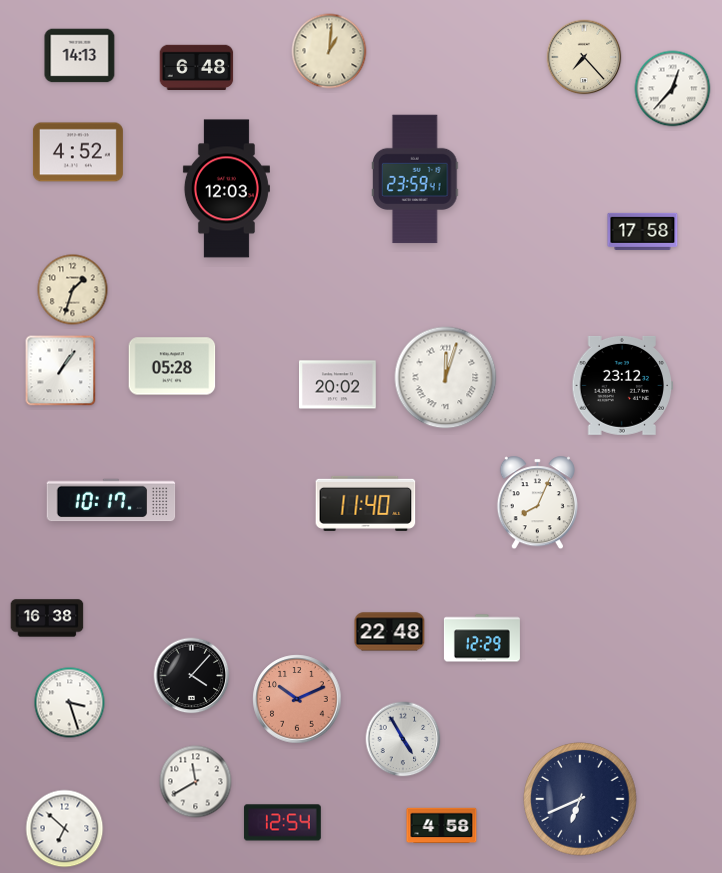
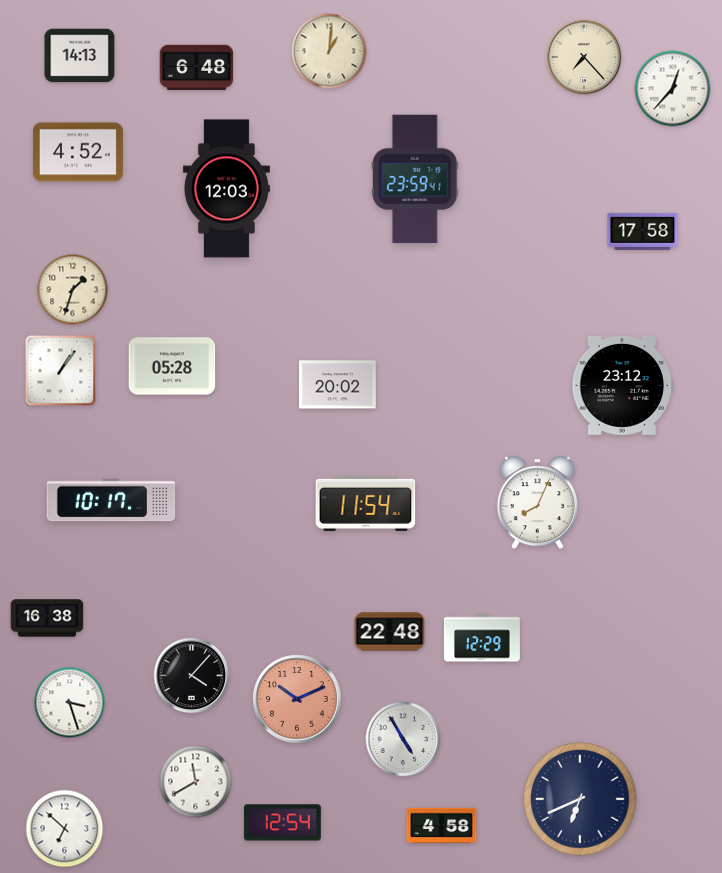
clock at (446, 378): 12:03 -> none
clock at (366, 503): 11:40 -> 11:54
